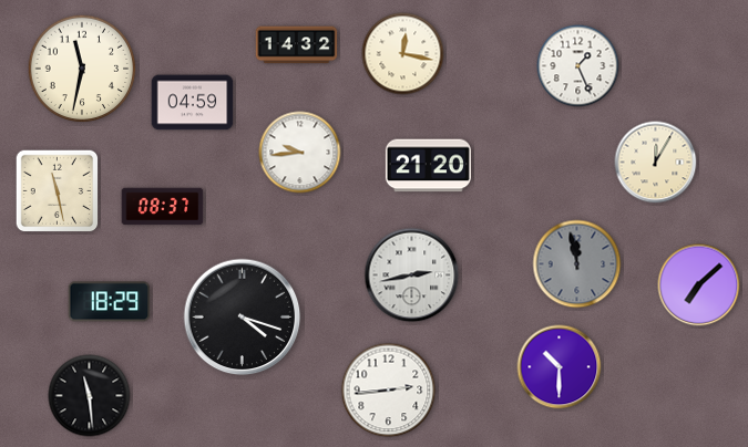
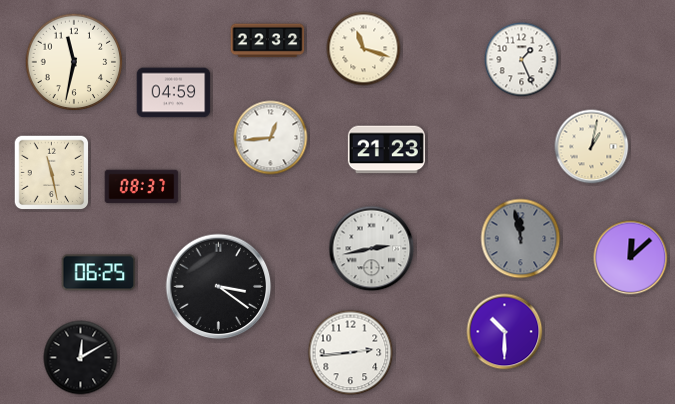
clock at (297, 45): 14:32 -> 22:32
clock at (403, 54): 12:17 -> 11:18
clock at (300, 153): 9:44 -> 12:44
clock at (656, 163): 12:05 -> 1:02
clock at (428, 166): 21:20 -> 21:23
clock at (163, 207) position: (163, 207) -> (142, 187)
clock at (699, 285): 7:08 -> 12:08
clock at (110, 302): 18:29 -> 06:25
clock at (243, 318): 4:18 -> 3:21
clock at (90, 396): 11:29 -> 12:10
